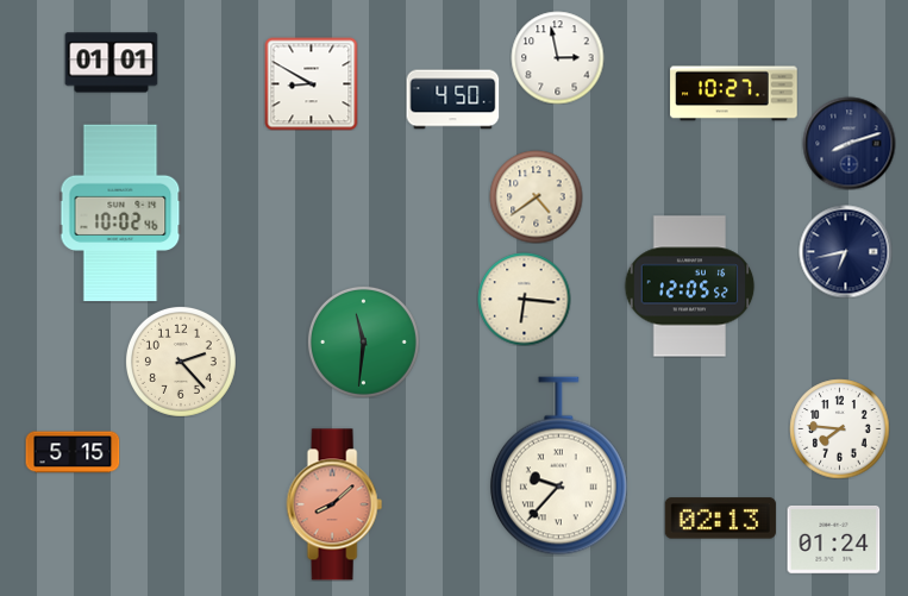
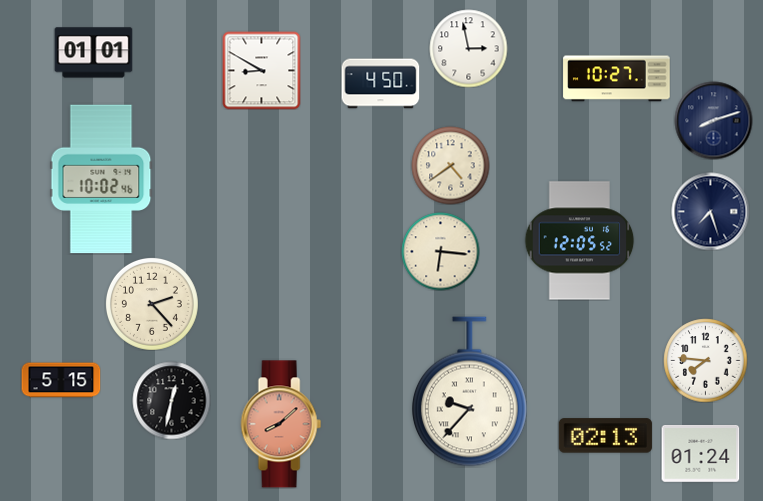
clock at (845, 251): 6:43 -> 7:27
clock at (363, 341): 11:31 -> none
clock at (171, 400): none -> 12:32
